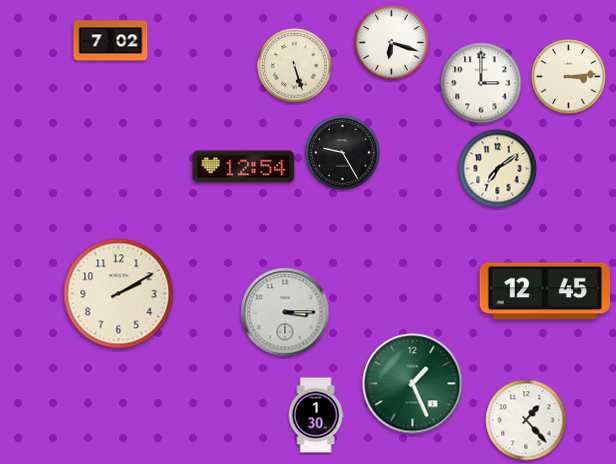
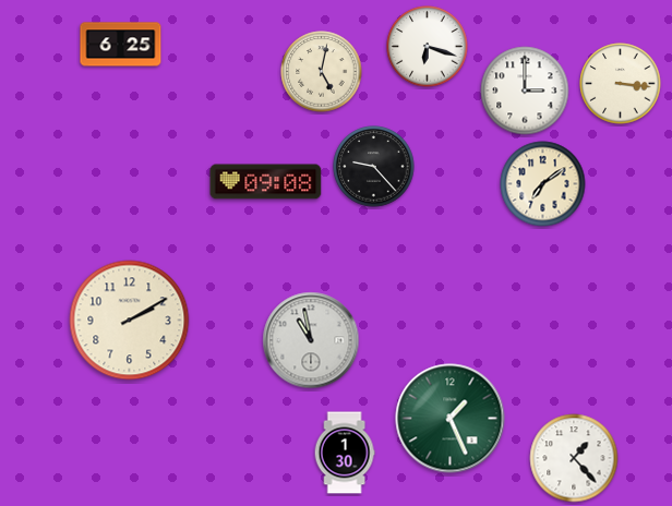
clock at (111, 41): 7:02 -> 6:25
clock at (295, 66): 5:27 -> 5:02
clock at (569, 77): 3:14 -> 3:16
clock at (343, 153): 9:25 -> 9:23
clock at (244, 167): 12:54 -> 09:08
clock at (544, 291): 12:45 -> none
clock at (285, 312): 3:15 -> 10:58
